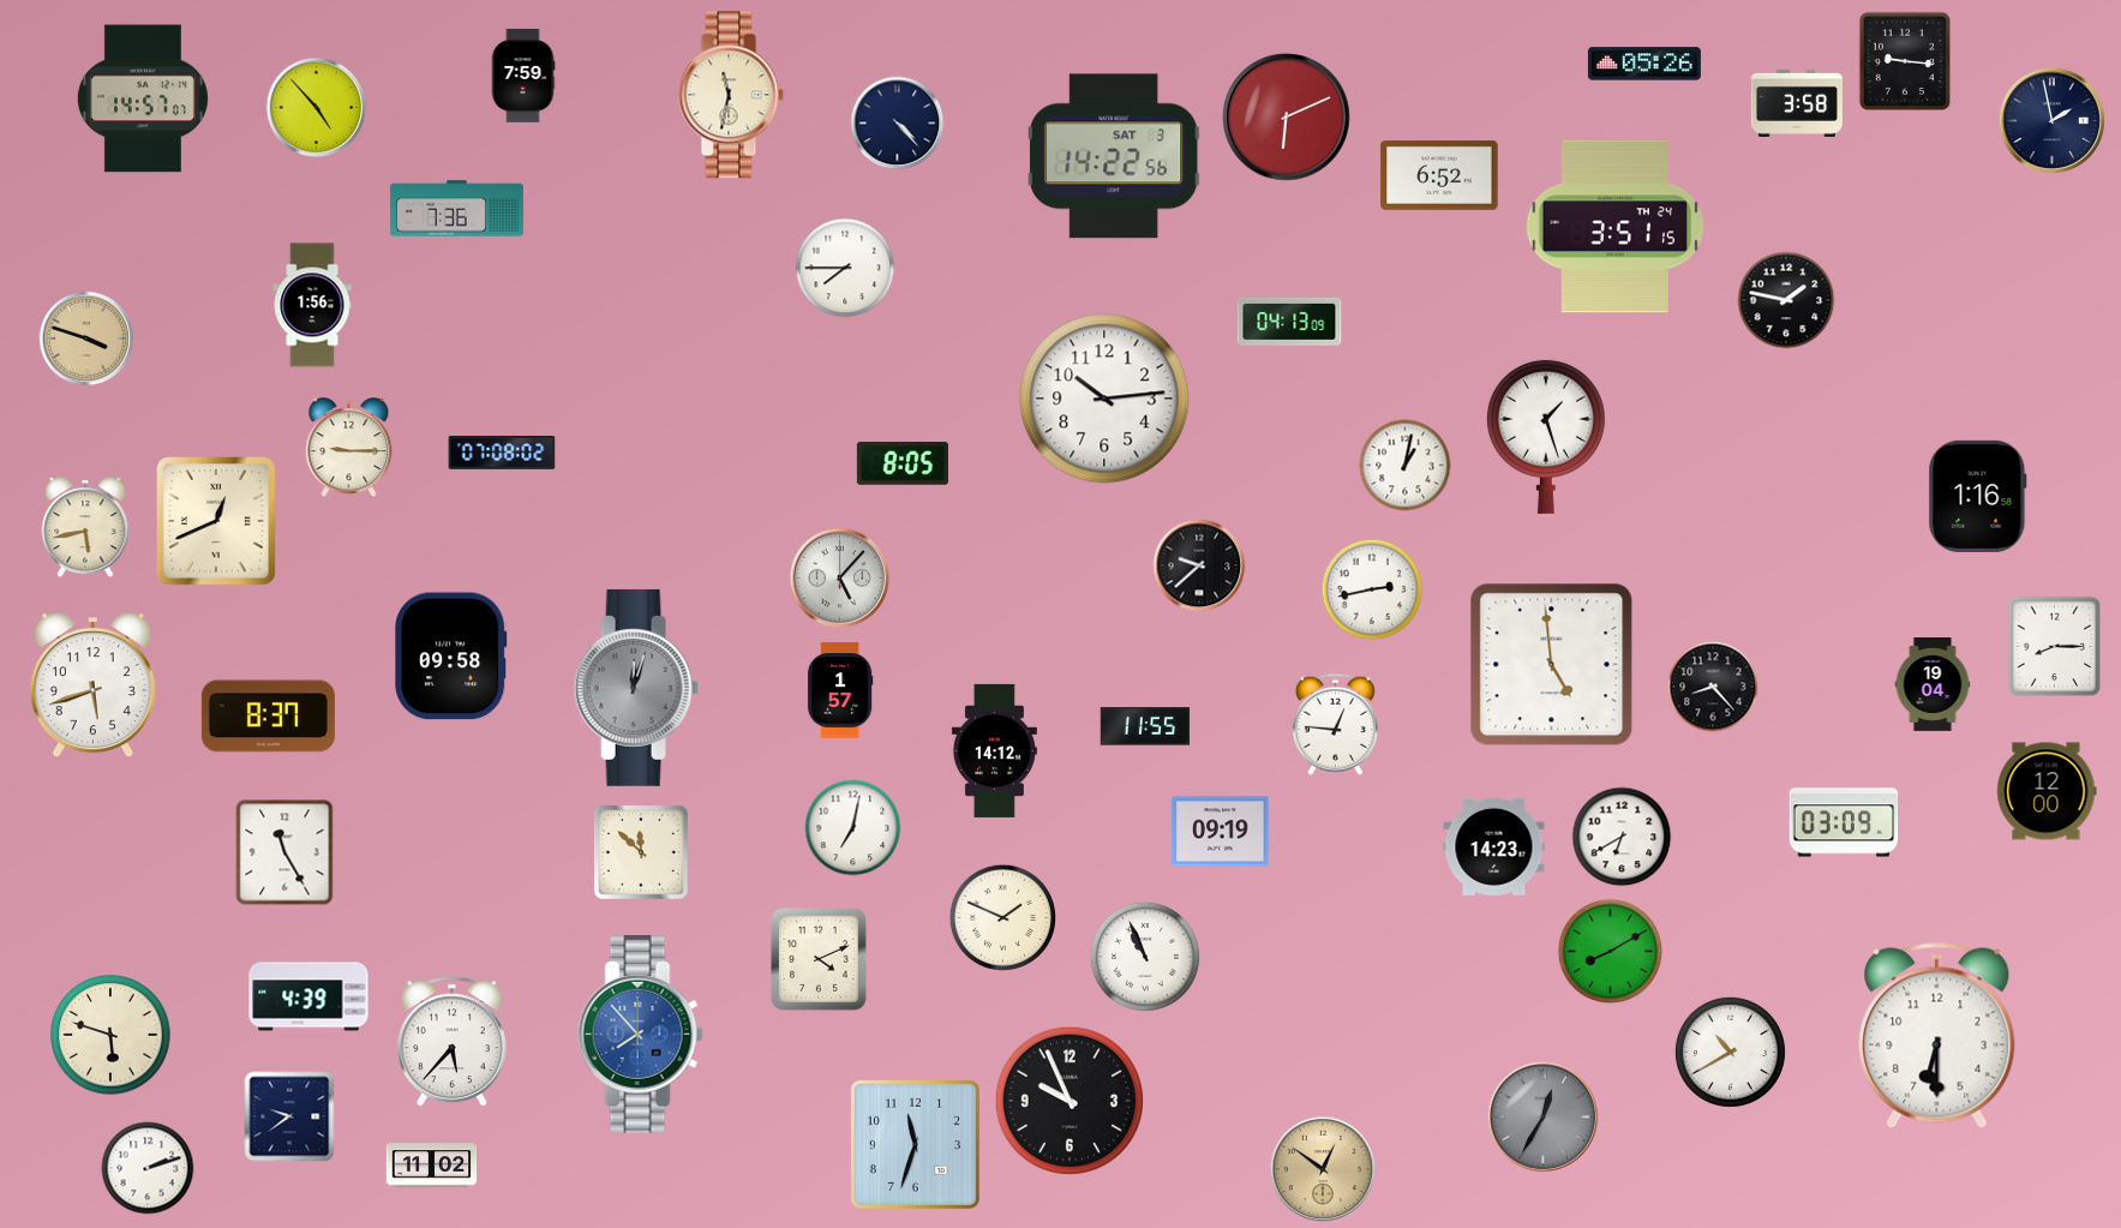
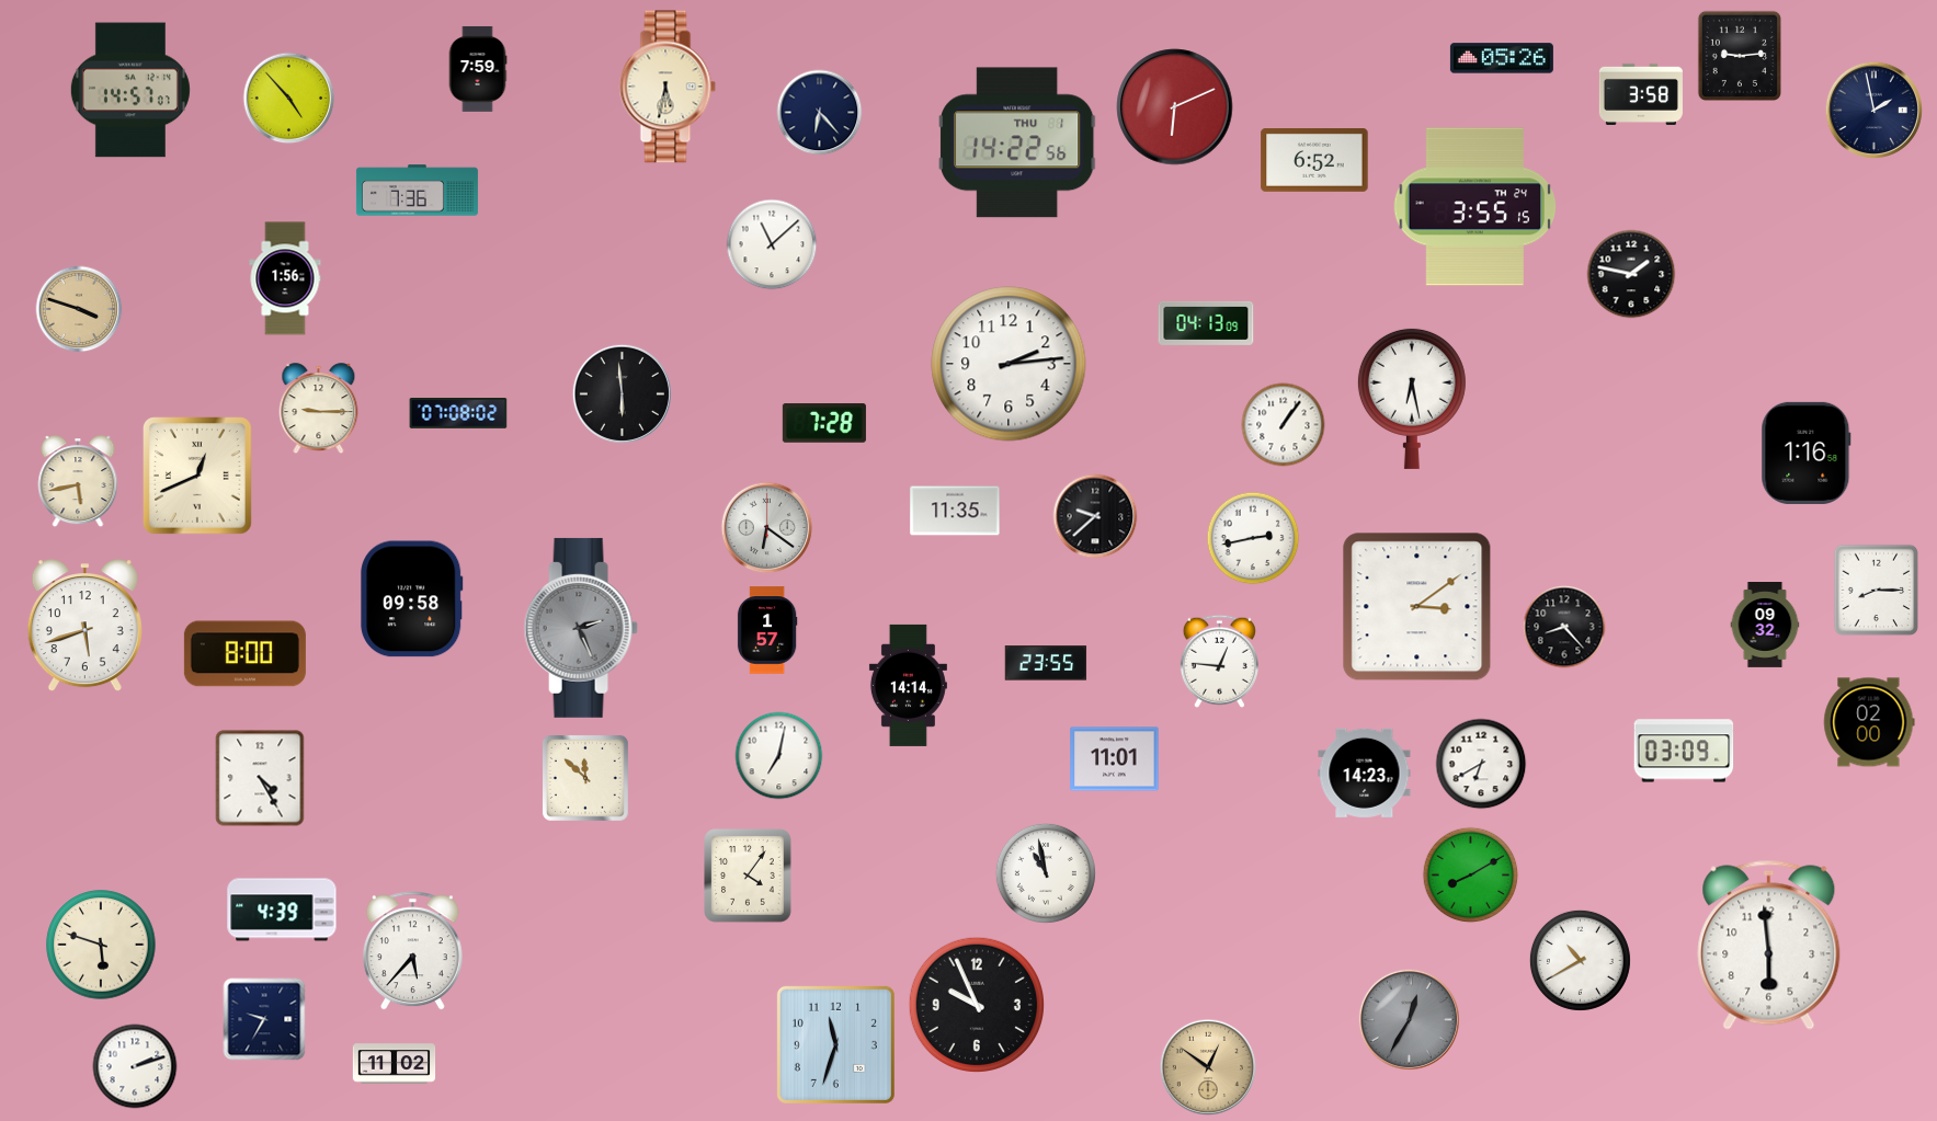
clock at (1904, 60): 9:16 -> 9:14
clock at (731, 95): 11:32 -> 5:32
clock at (898, 124): 4:23 -> 6:23
clock at (1114, 156) date: SAT 3 -> THU 1
clock at (1616, 227): 3:51 -> 3:55
clock at (845, 268): 7:45 -> 11:08
clock at (1289, 322) position: (1289, 322) -> (1206, 323)
clock at (1104, 399): 10:14 -> 2:14
clock at (622, 393): none -> 5:59
clock at (1546, 436): 1:27 -> 6:28
clock at (903, 463): 8:05 -> 7:28
clock at (1406, 466): 1:02 -> 1:06
clock at (955, 511): none -> 11:35
clock at (840, 579): 5:07 -> 6:21
clock at (1552, 665): 4:59 -> 3:09
clock at (1933, 685): 19:04 -> 09:32
clock at (636, 688): 12:03 -> 2:26
clock at (268, 717): 8:37 -> 8:00
clock at (1145, 726): 11:55 -> 23:55
clock at (994, 750): 14:12 -> 14:14
clock at (2047, 791): 12:00 -> 02:00
clock at (1221, 832): 09:19 -> 11:01
clock at (284, 852): 11:25 -> 4:25
clock at (1002, 917): 1:49 -> none
clock at (1611, 952) position: (1611, 952) -> (1471, 876)
clock at (1145, 957): 10:56 -> 10:58
clock at (819, 959): 4:11 -> 4:06
clock at (640, 1035): 7:53 -> none
clock at (1937, 1035): 6:30 -> 5:59
clock at (289, 1116): 9:39 -> 9:35
